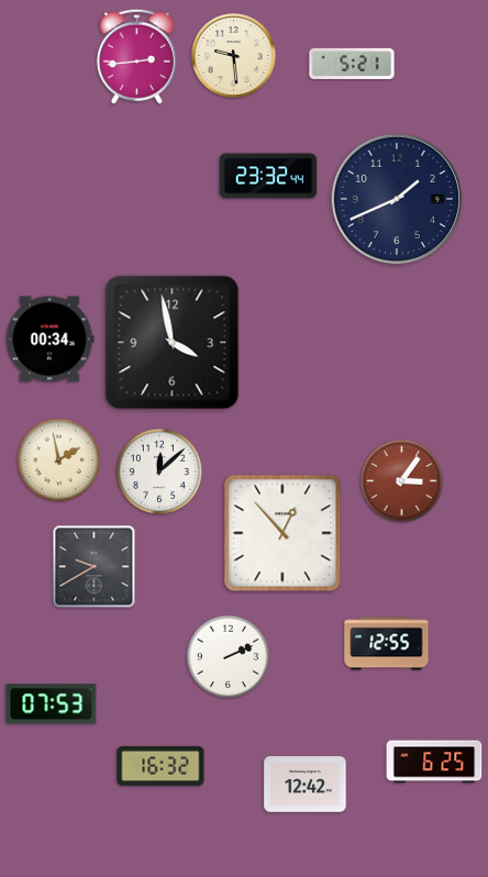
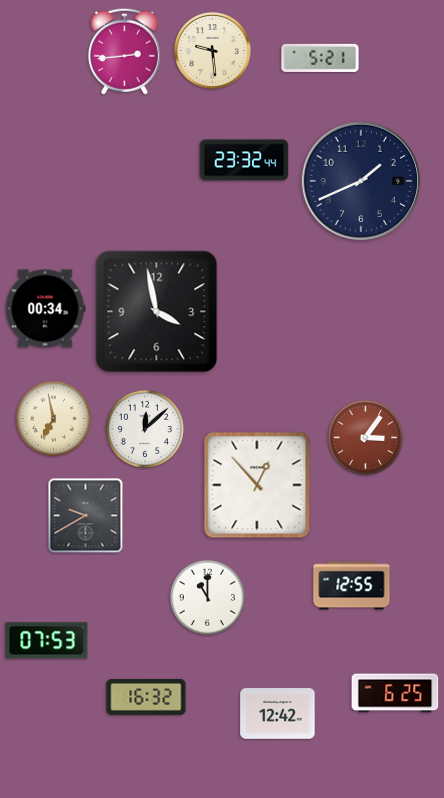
clock at (58, 459): 1:58 -> 6:58
clock at (228, 656): 2:11 -> 11:00
